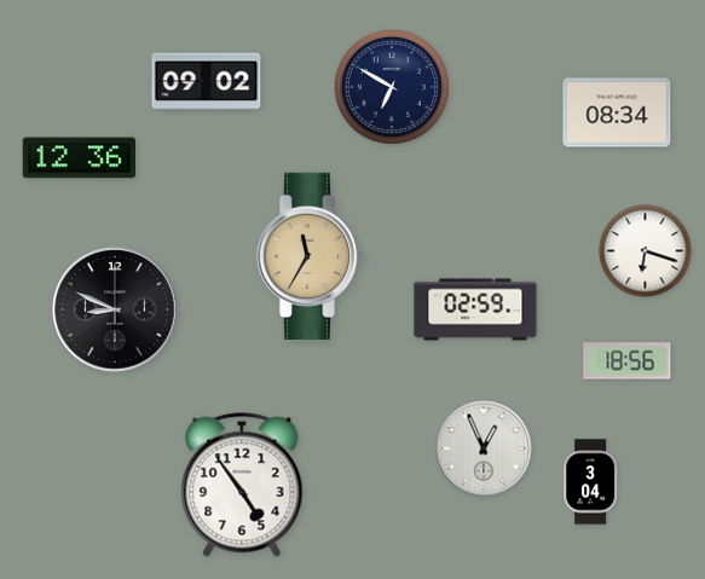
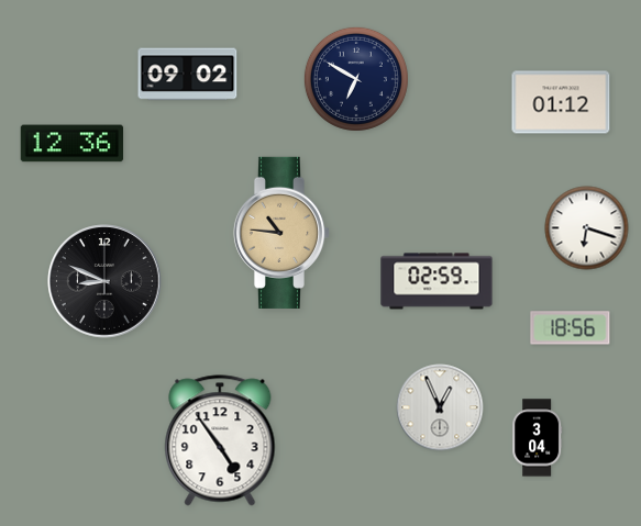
clock at (617, 112): 08:34 -> 01:12
clock at (310, 256): 11:35 -> 10:46
clock at (475, 309) position: (475, 309) -> (436, 281)
